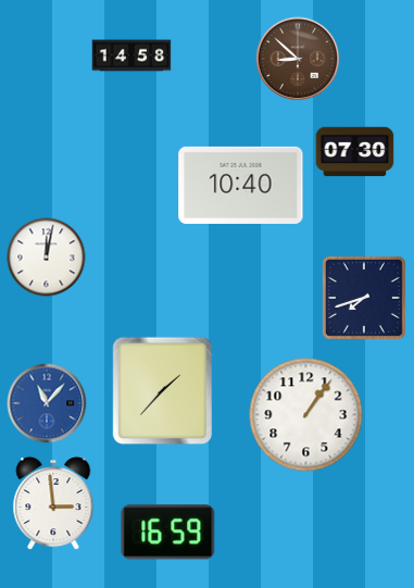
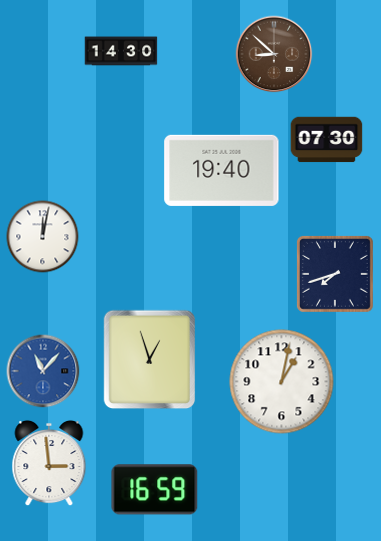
clock at (131, 55): 14:58 -> 14:30
clock at (241, 185): 10:40 -> 19:40
clock at (163, 391): 1:37 -> 12:57
clock at (306, 415): 1:06 -> 1:02
